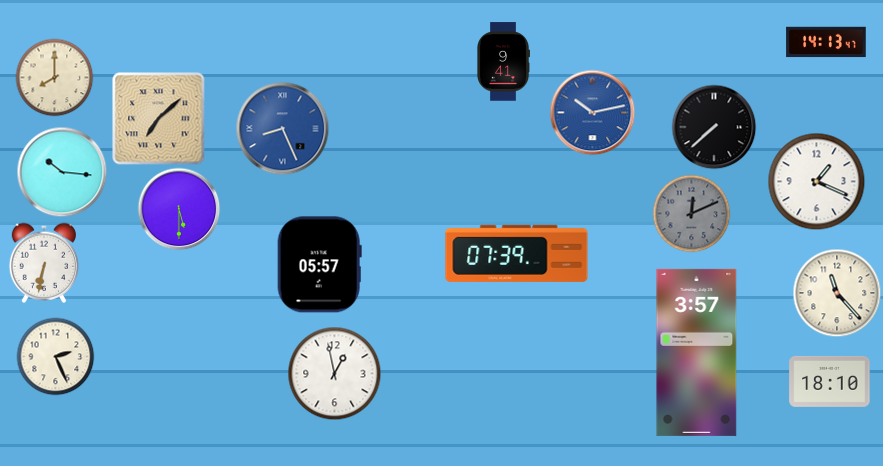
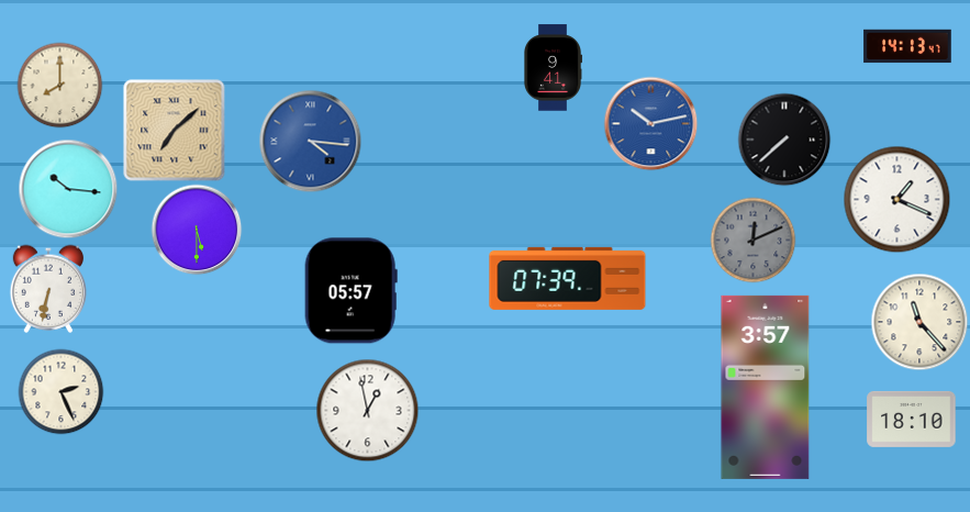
clock at (282, 128): 8:26 -> 4:16
clock at (691, 213) position: (691, 213) -> (752, 240)
